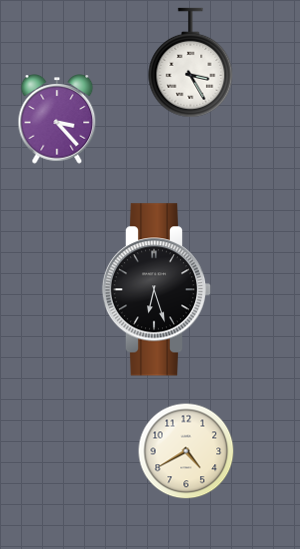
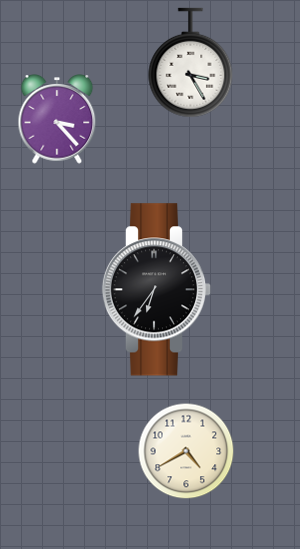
clock at (157, 290): 6:27 -> 6:36
